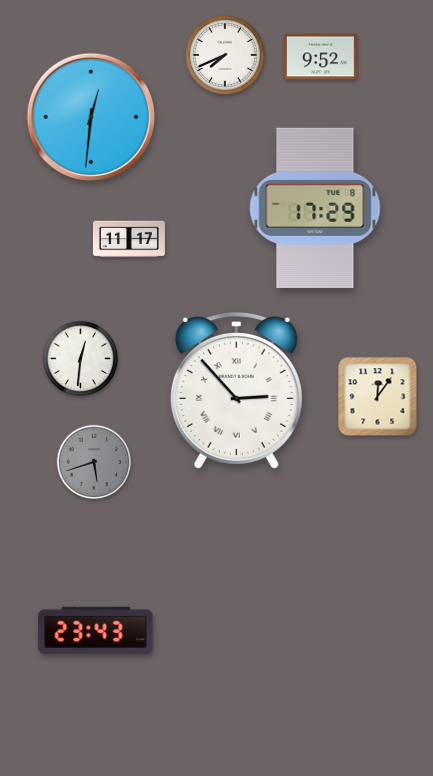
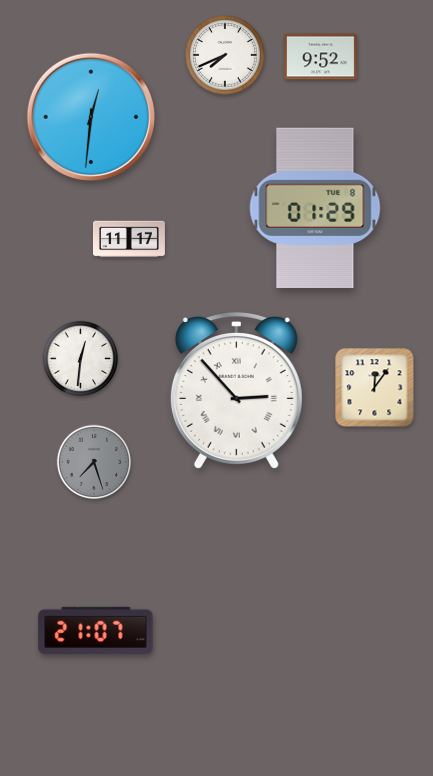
clock at (315, 208): 17:29 -> 01:29
clock at (378, 397) position: (378, 397) -> (375, 388)
clock at (94, 462): 5:42 -> 7:27
clock at (96, 630): 23:43 -> 21:07
